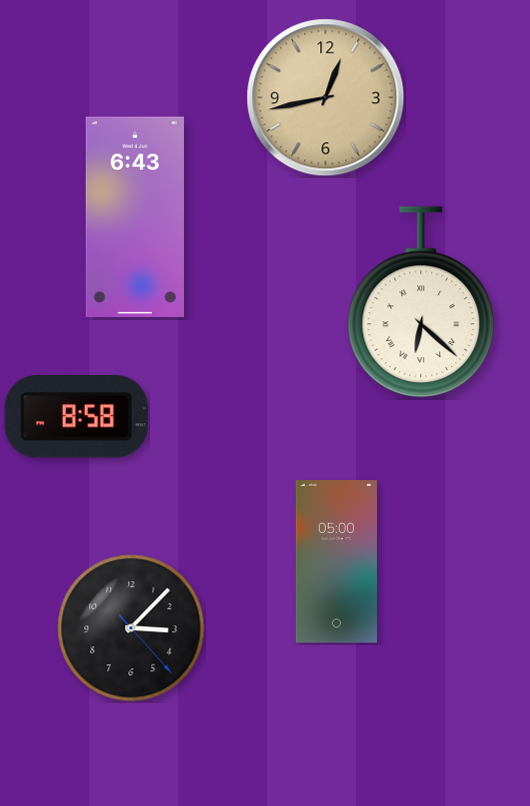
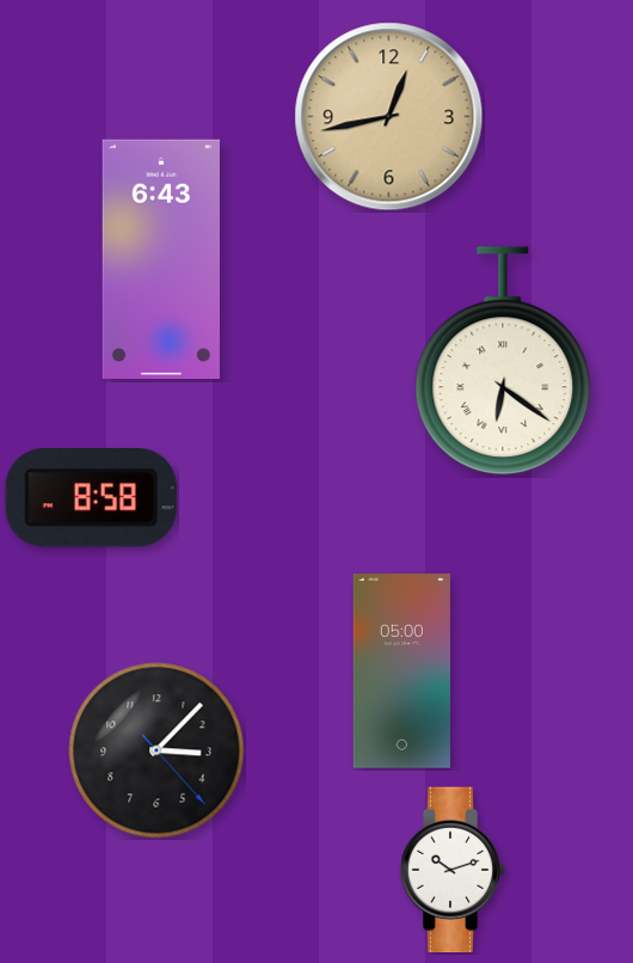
clock at (421, 303): 6:22 -> 6:21
clock at (453, 870): none -> 10:12
